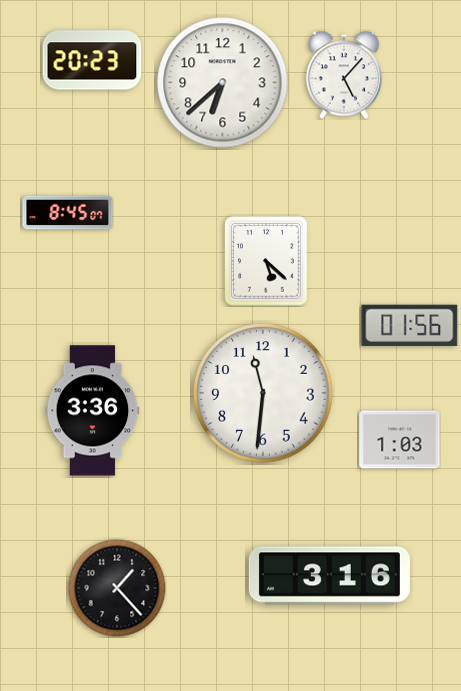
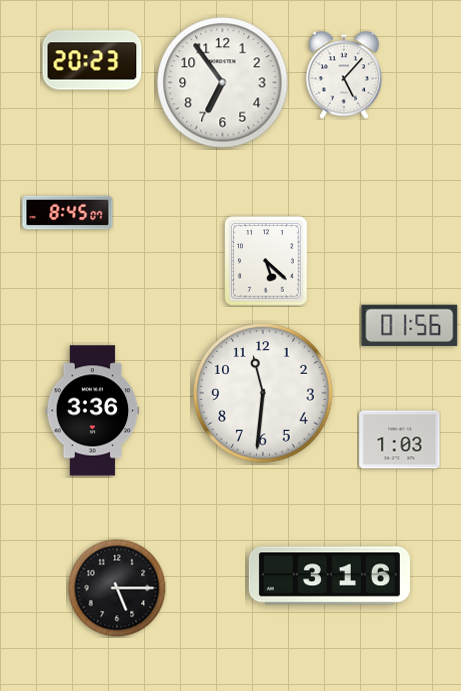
clock at (223, 83): 6:38 -> 6:54
clock at (117, 588): 1:23 -> 5:15
